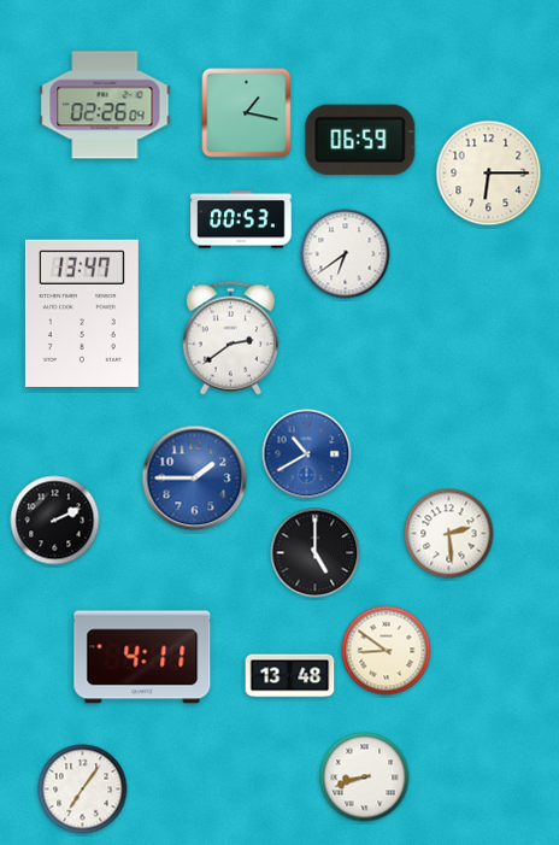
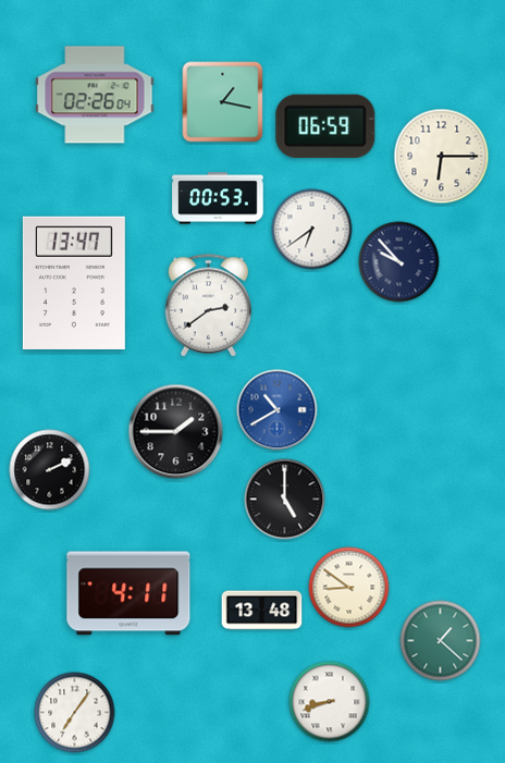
clock at (399, 262): none -> 9:53
clock at (195, 479) dial: blue -> black
clock at (449, 534): 2:29 -> none
clock at (441, 641): none -> 1:22
